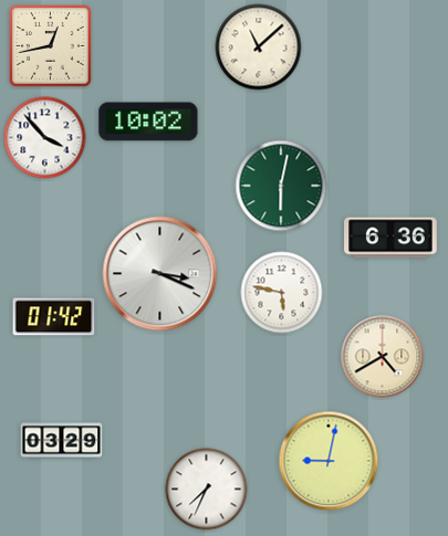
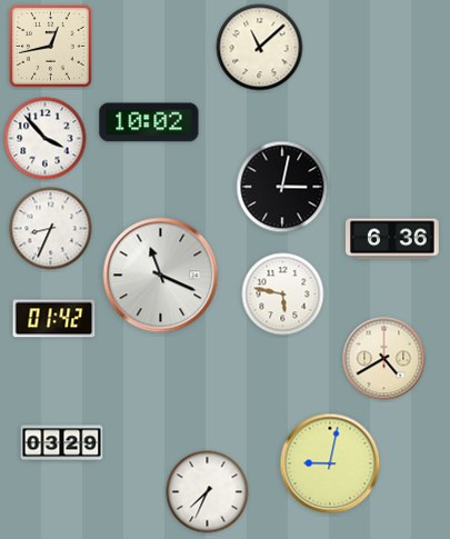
clock at (281, 186): 6:02 -> 3:02
clock at (281, 186) dial: green -> black
clock at (51, 229): none -> 8:34
clock at (160, 274): 3:19 -> 11:19
